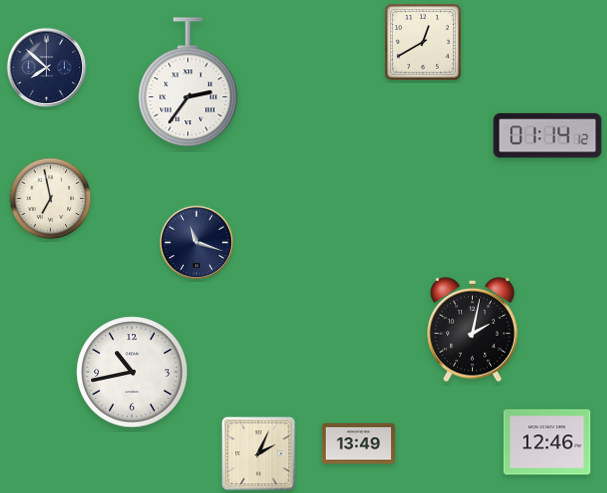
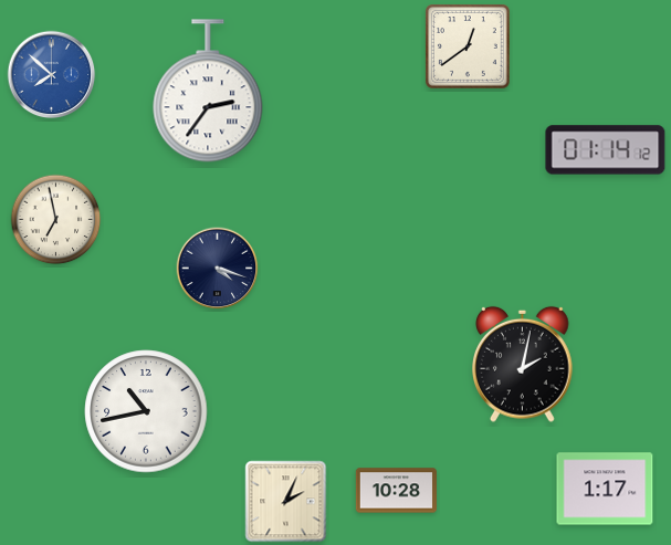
clock at (424, 43): 12:40 -> 12:39
clock at (47, 68) dial: navy -> blue
clock at (197, 243): 11:18 -> 4:18
clock at (547, 442): 12:46 -> 1:17
clock at (358, 444): 13:49 -> 10:28
